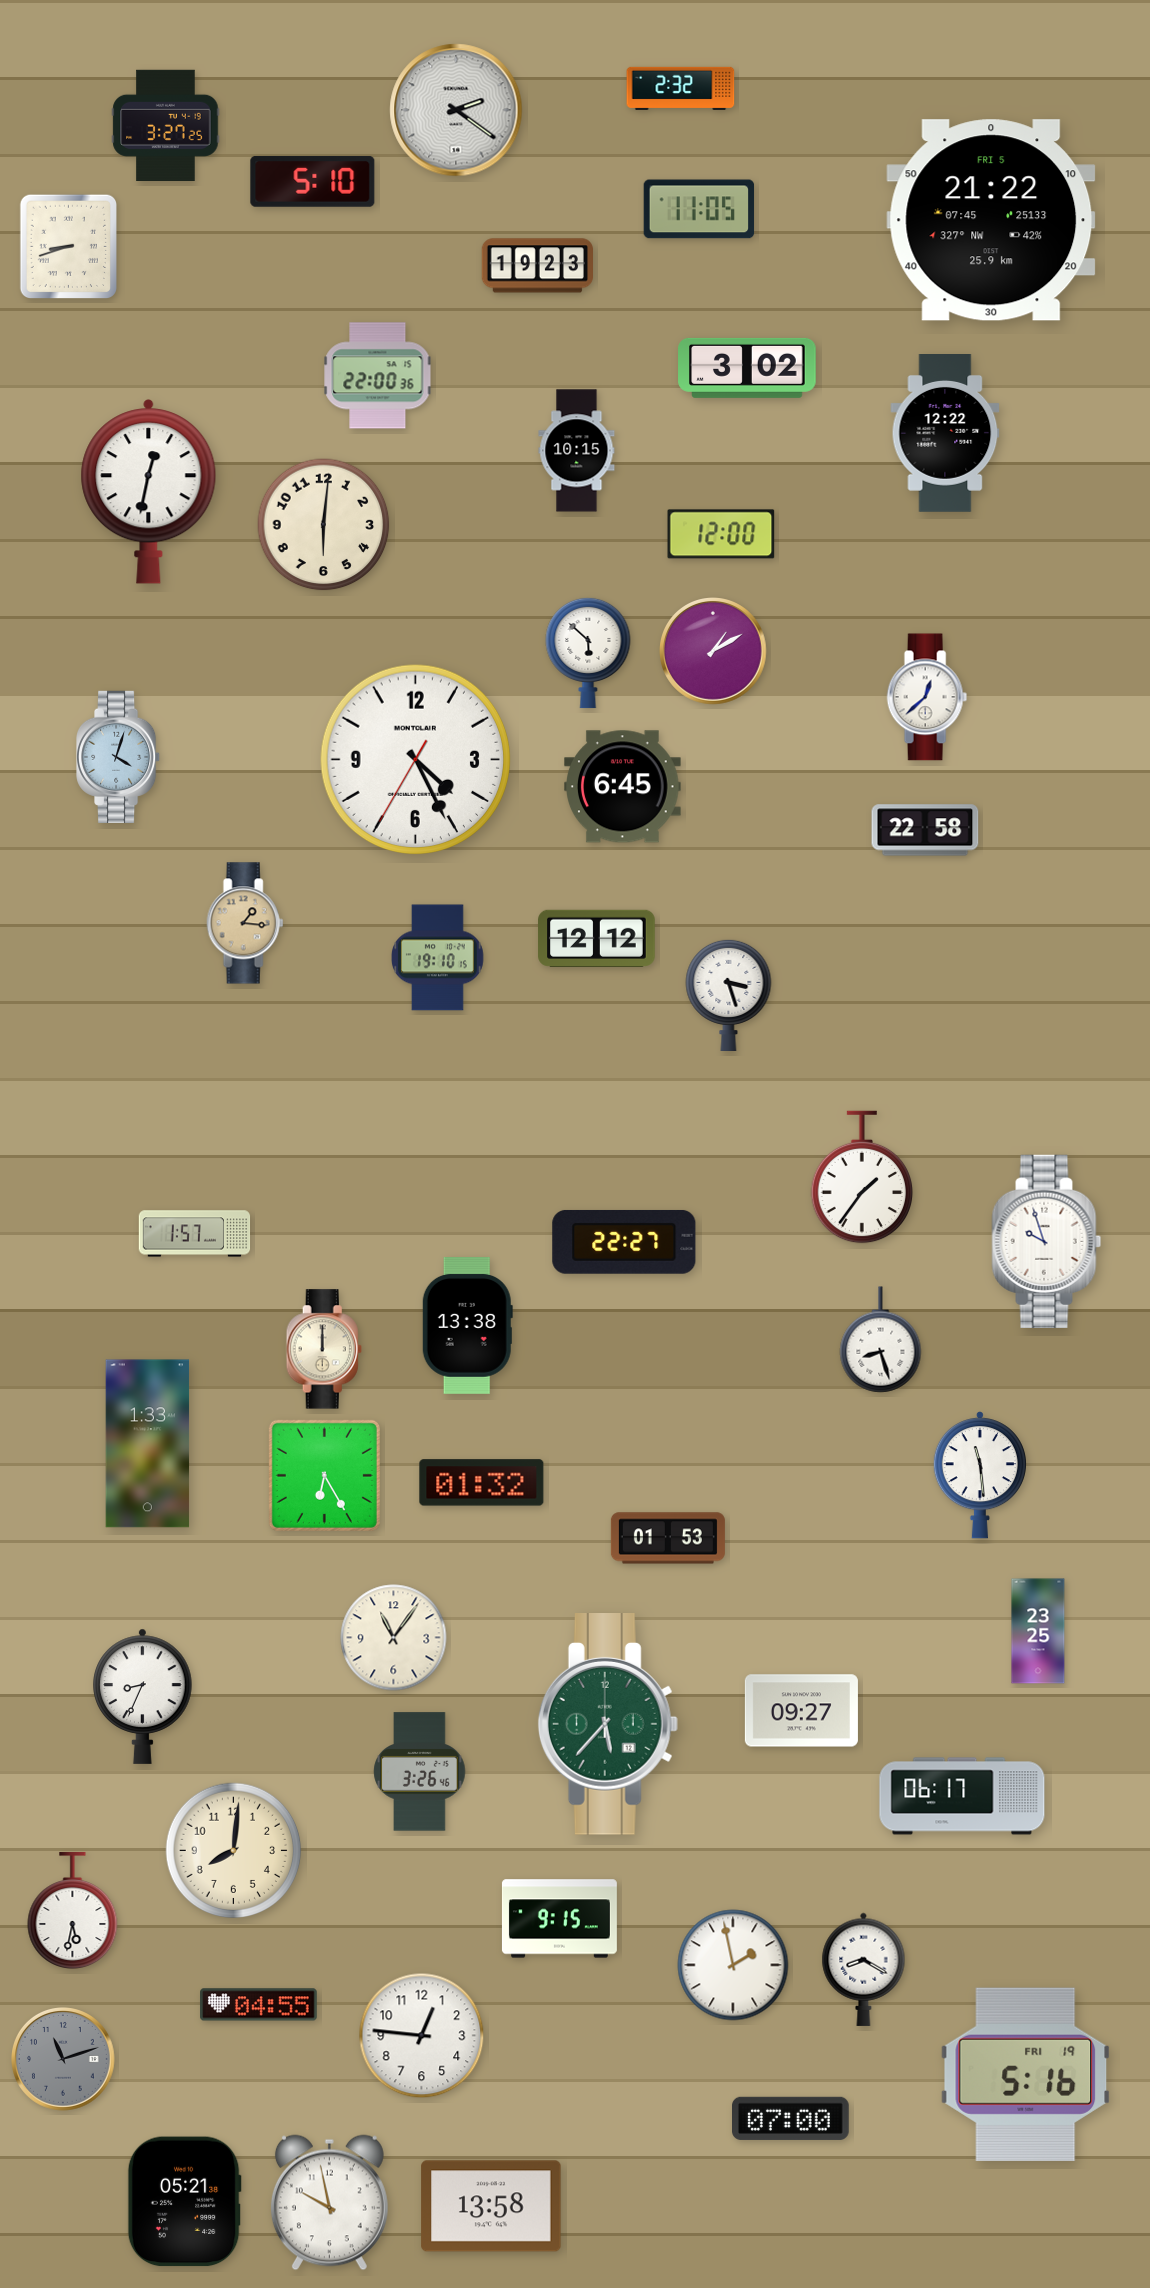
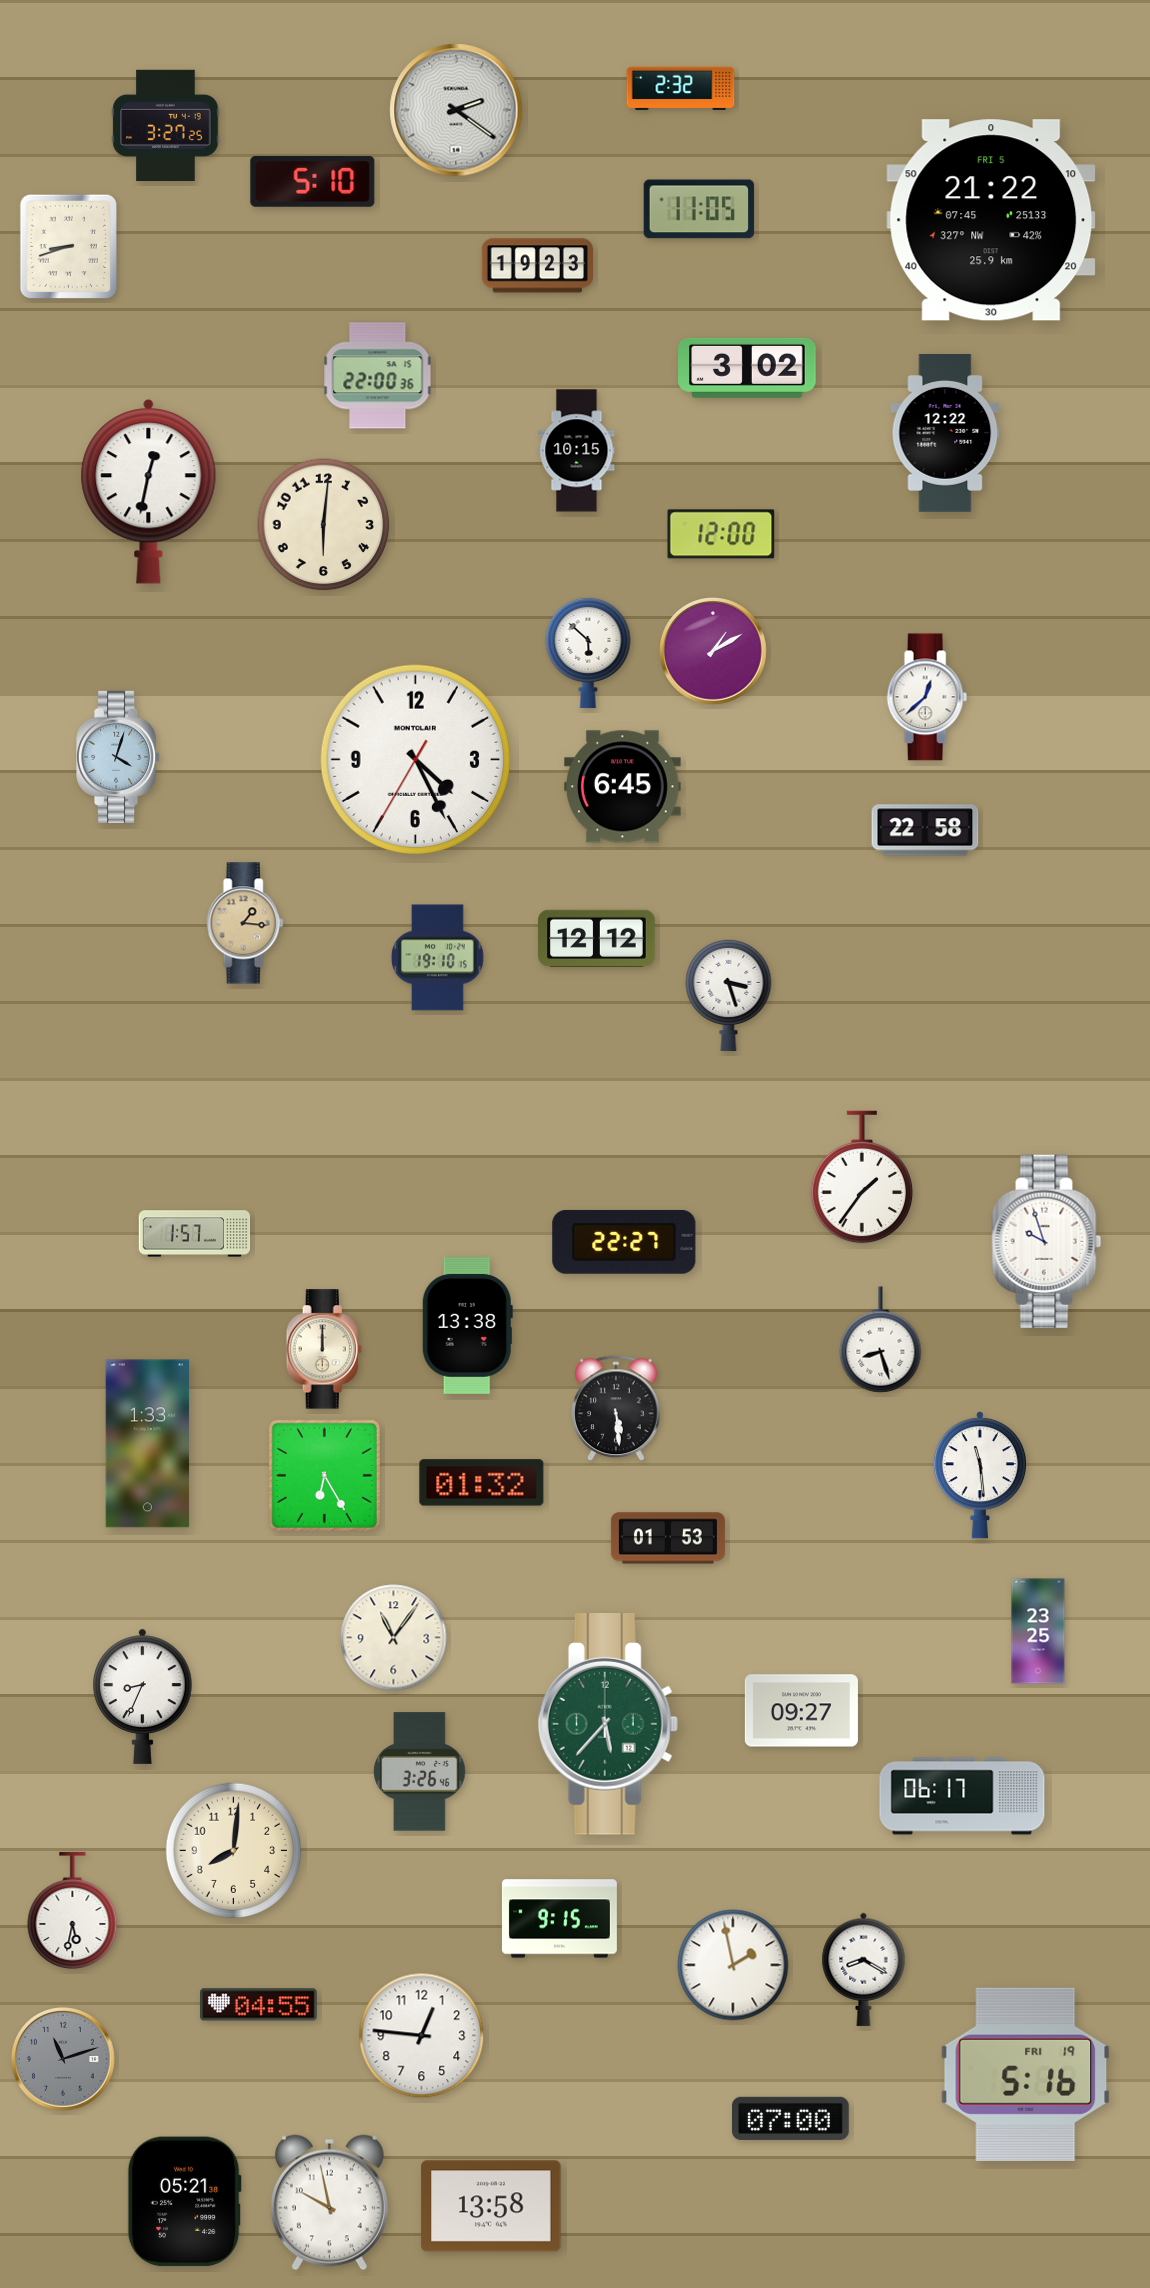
clock at (616, 1409): none -> 5:29
